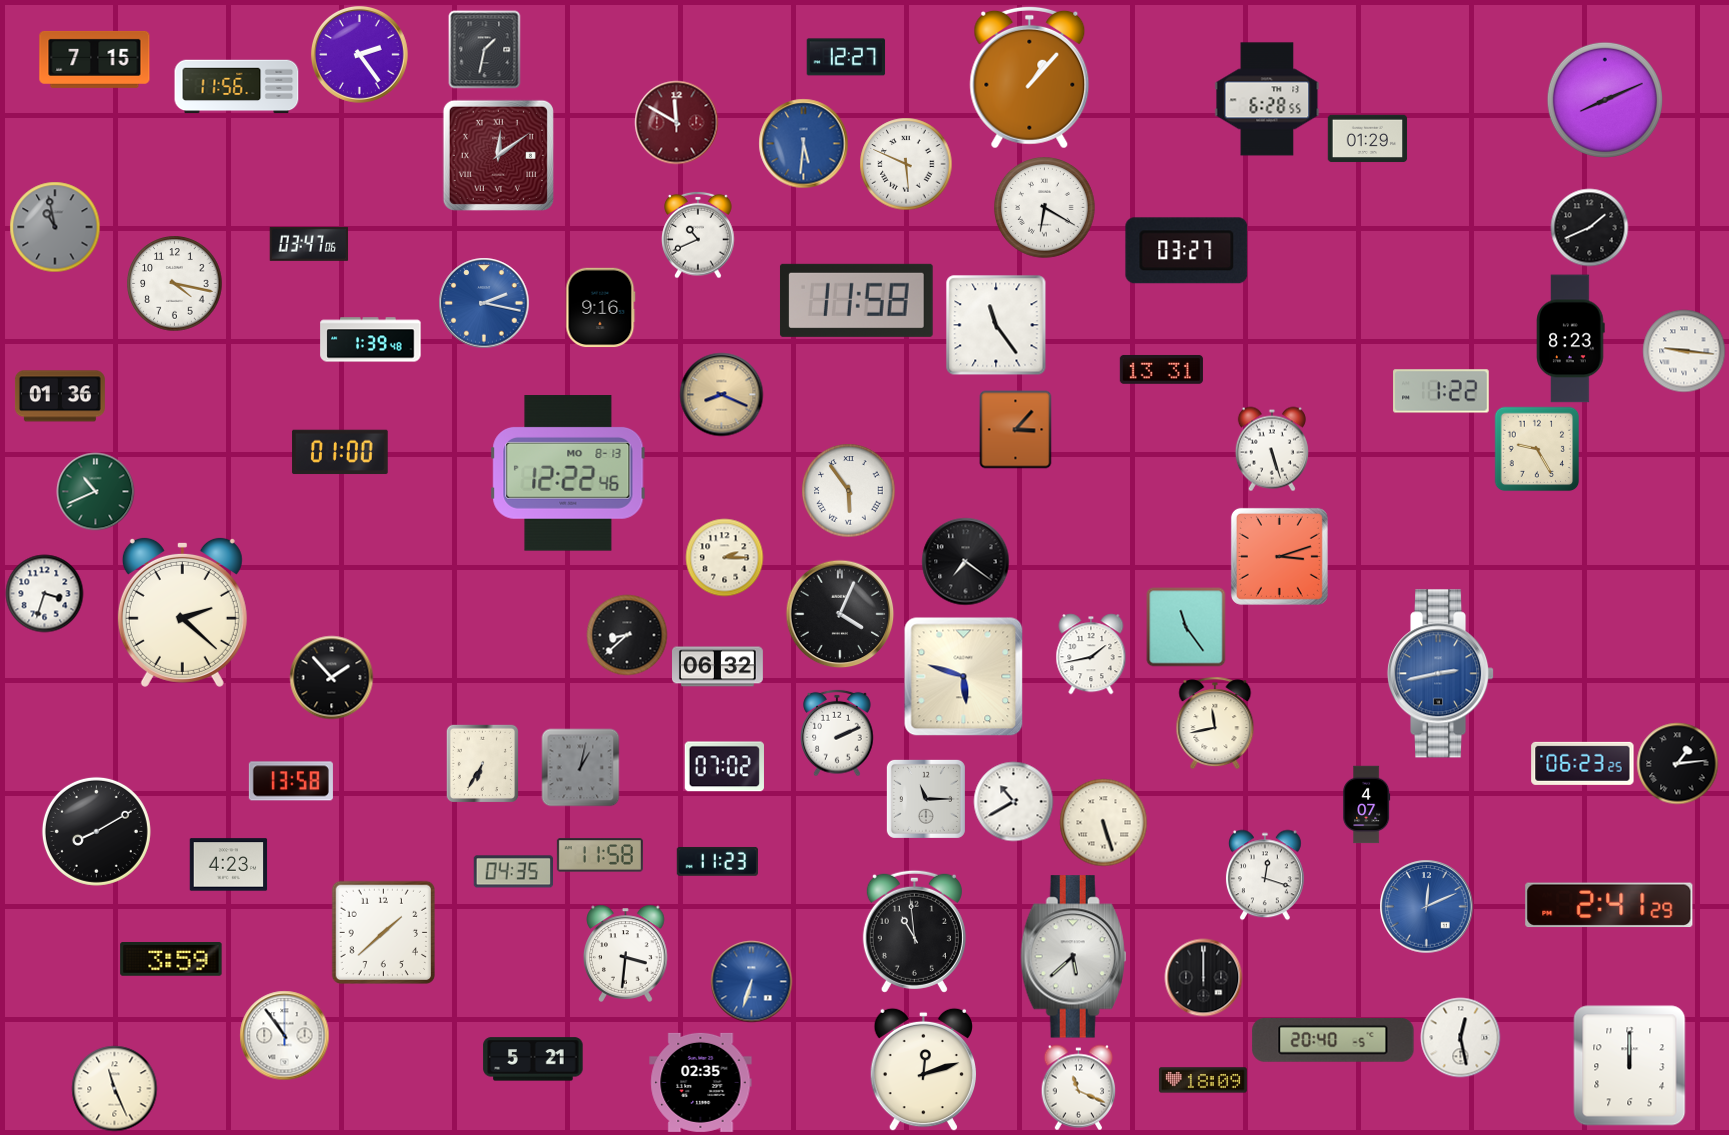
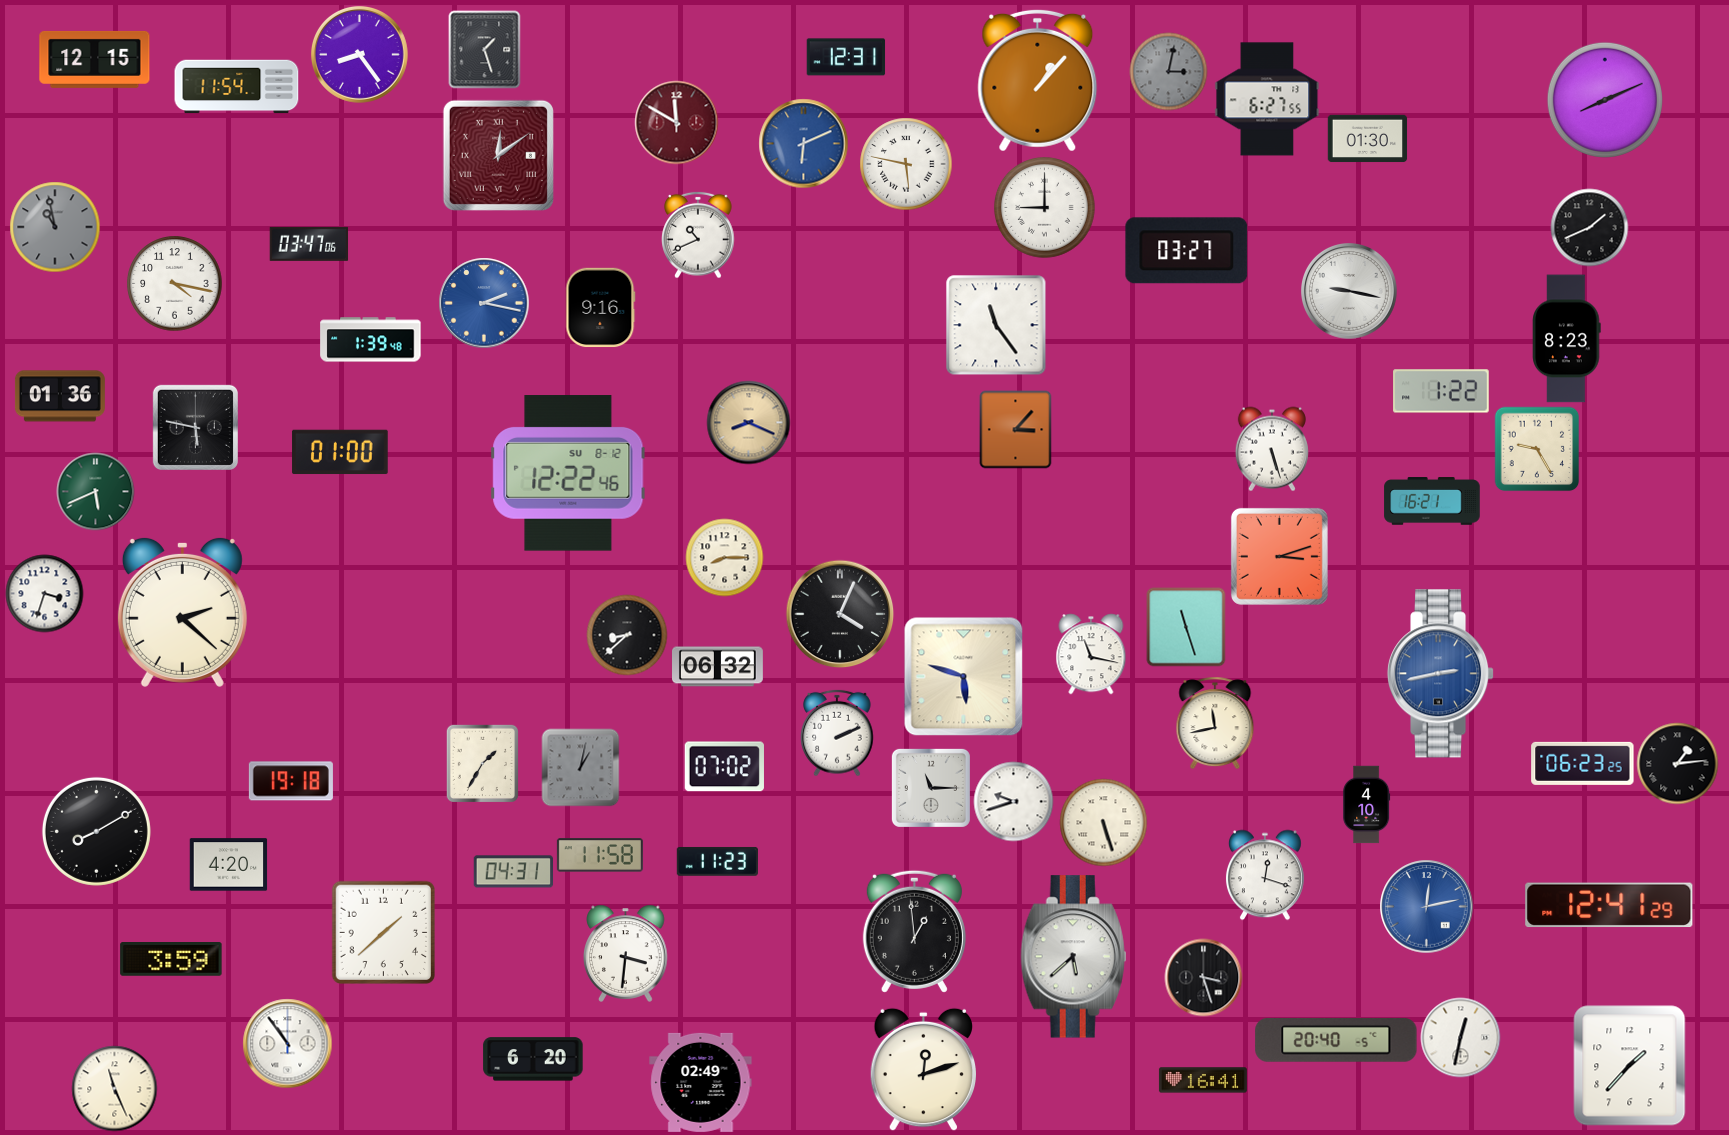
clock at (485, 49): 1:32 -> 1:27
clock at (359, 54): 2:24 -> 8:24
clock at (846, 57): 12:27 -> 12:31
clock at (95, 59): 7:15 -> 12:15
clock at (1168, 71): none -> 3:02
clock at (1030, 77) position: (1030, 77) -> (1038, 80)
clock at (237, 87): 11:56 -> 11:54
clock at (1267, 99): 6:28 -> 6:27
clock at (1367, 139): 01:29 -> 01:30
clock at (803, 143): 5:31 -> 6:11
clock at (906, 164): 5:49 -> 5:47
clock at (1045, 208): 6:20 -> 9:00
clock at (1350, 292): none -> 9:17
clock at (856, 300): 11:58 -> none
clock at (1571, 339) position: (1571, 339) -> (1567, 339)
clock at (1684, 351): 9:16 -> none
clock at (1161, 369): 13:31 -> none
clock at (721, 394) position: (721, 394) -> (748, 422)
clock at (195, 427): none -> 5:47
clock at (568, 473) date: MO 8-13 -> SU 8-12
clock at (848, 490): 5:54 -> none
clock at (95, 491): 10:41 -> 5:41
clock at (1432, 501): none -> 16:21
clock at (724, 557): 2:15 -> 8:15
clock at (965, 561): 7:21 -> none
clock at (1186, 627): 11:24 -> 11:27
clock at (1091, 654): 1:43 -> 11:17
clock at (331, 677): 1:53 -> none
clock at (482, 763): 6:35 -> 1:35
clock at (291, 781): 13:58 -> 19:18
clock at (926, 799) position: (926, 799) -> (931, 788)
clock at (1013, 801): 10:40 -> 9:42
clock at (1367, 804): 4:07 -> 4:10
clock at (228, 865): 4:23 -> 4:20
clock at (513, 872): 04:35 -> 04:31
clock at (1609, 905): 2:41 -> 12:41
clock at (1426, 906): 12:11 -> 12:13
clock at (914, 931): 10:59 -> 12:59
clock at (1203, 977): 12:00 -> 3:27
clock at (751, 981): 6:33 -> none
clock at (284, 1035) position: (284, 1035) -> (287, 1043)
clock at (1460, 1037): 12:28 -> 12:32
clock at (1333, 1040) position: (1333, 1040) -> (1336, 1040)
clock at (533, 1059): 5:21 -> 6:20
clock at (1630, 1066): 12:00 -> 1:37
clock at (1203, 1080): 18:09 -> 16:41
clock at (701, 1082): 02:35 -> 02:49
clock at (1079, 1087): 11:19 -> none
